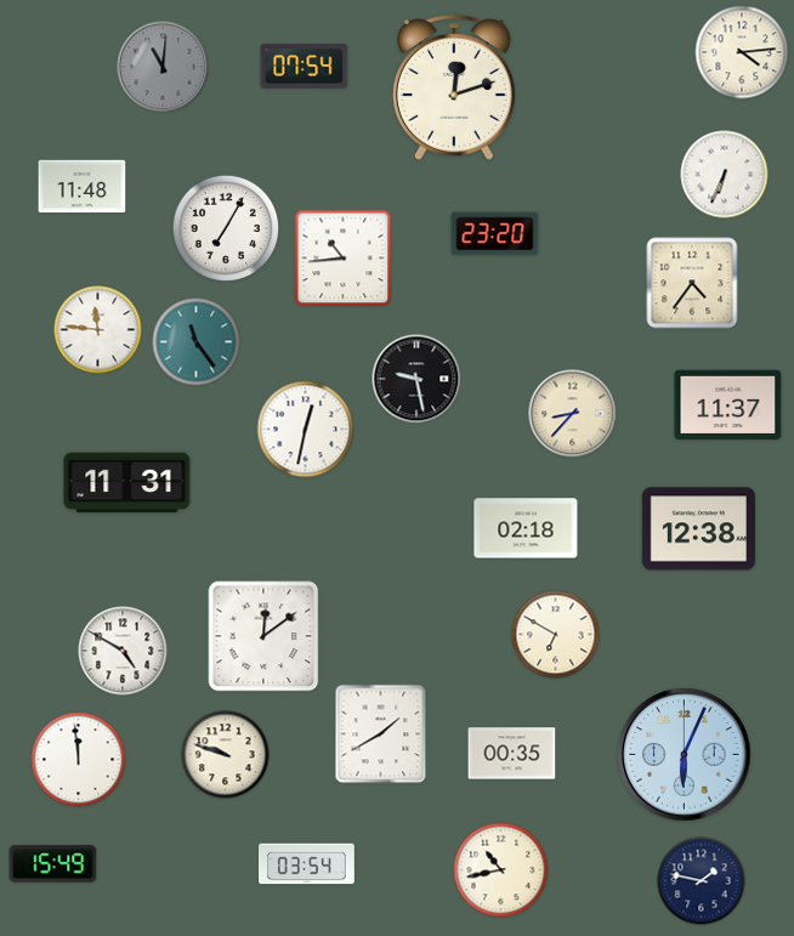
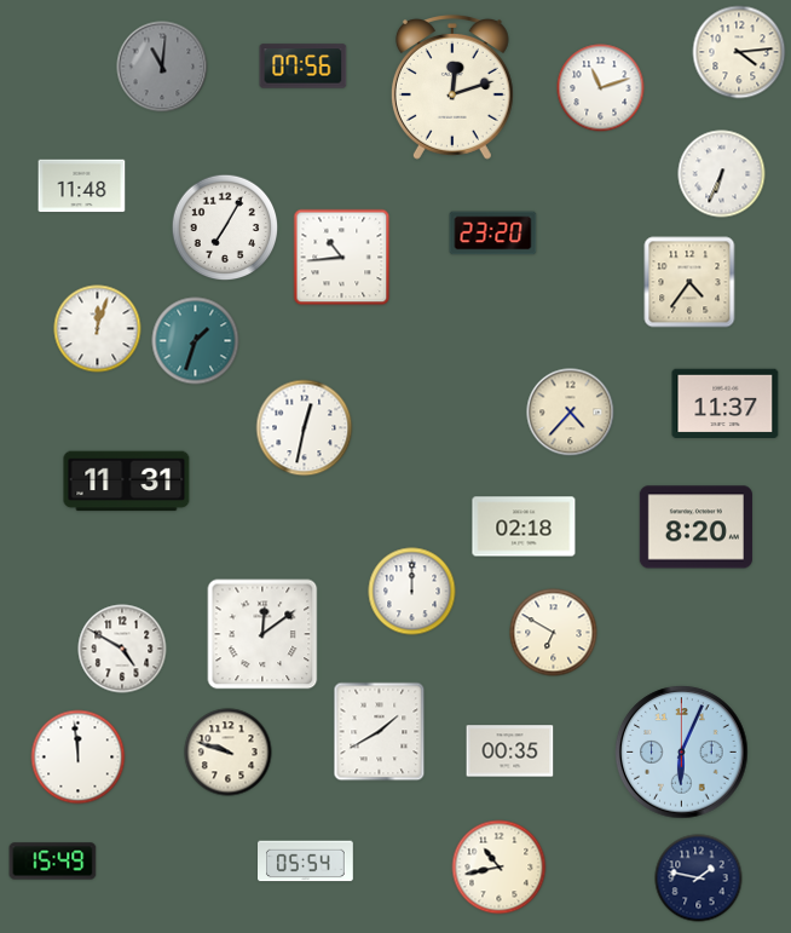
clock at (305, 67): 07:54 -> 07:56
clock at (601, 88): none -> 11:12
clock at (98, 330): 11:46 -> 12:03
clock at (197, 342): 11:24 -> 1:33
clock at (416, 379): 9:28 -> none
clock at (573, 414): 8:37 -> 4:37
clock at (698, 529): 12:38 -> 8:20
clock at (412, 592): none -> 12:00
clock at (226, 755) position: (226, 755) -> (229, 753)
clock at (307, 864): 03:54 -> 05:54
